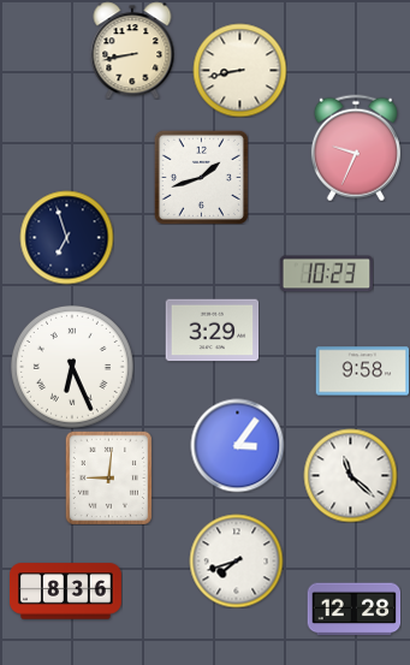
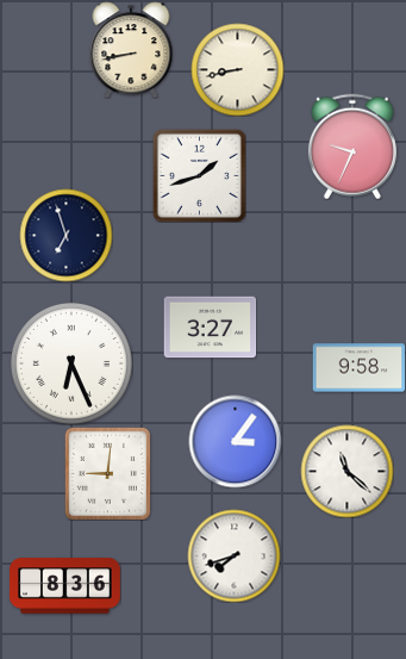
clock at (326, 274): 10:23 -> none
clock at (212, 331): 3:29 -> 3:27
clock at (353, 610): 12:28 -> none
